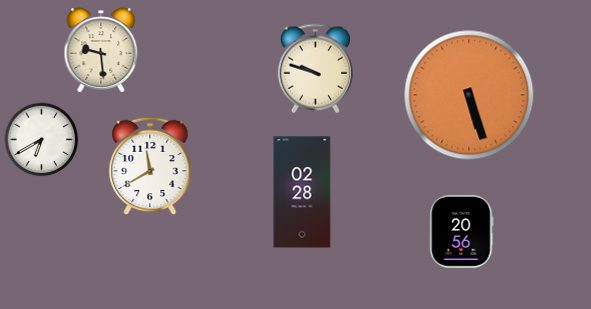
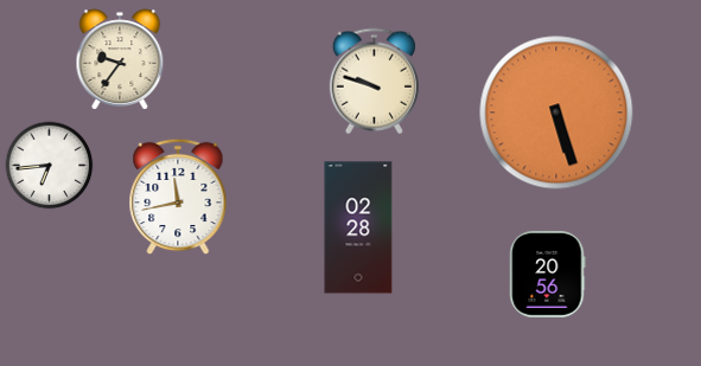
clock at (101, 50): 9:29 -> 9:36
clock at (42, 140): 6:40 -> 6:44
clock at (150, 166): 11:40 -> 11:43
